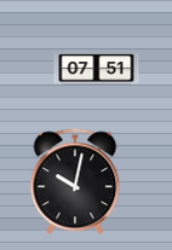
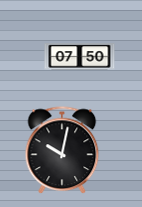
clock at (97, 69): 07:51 -> 07:50
